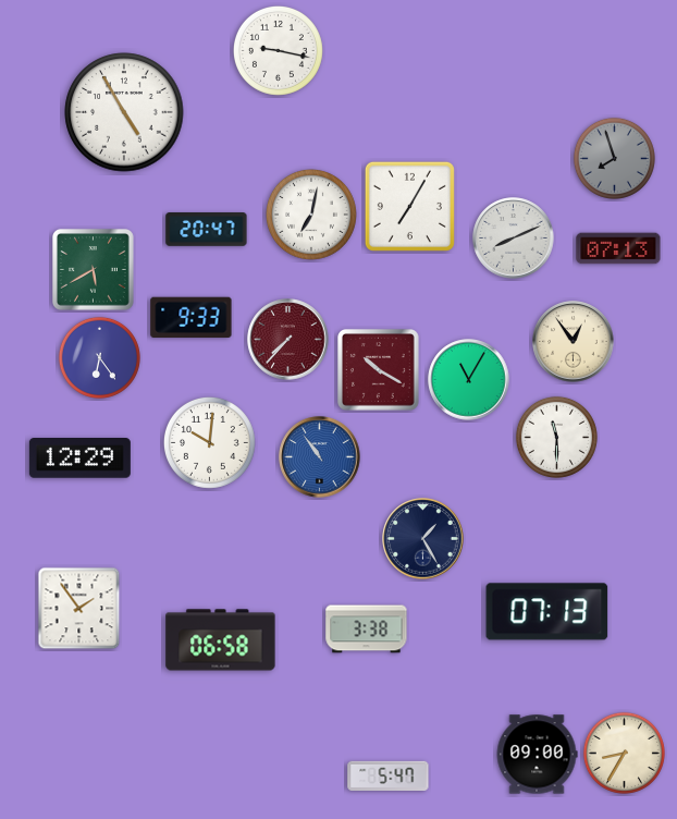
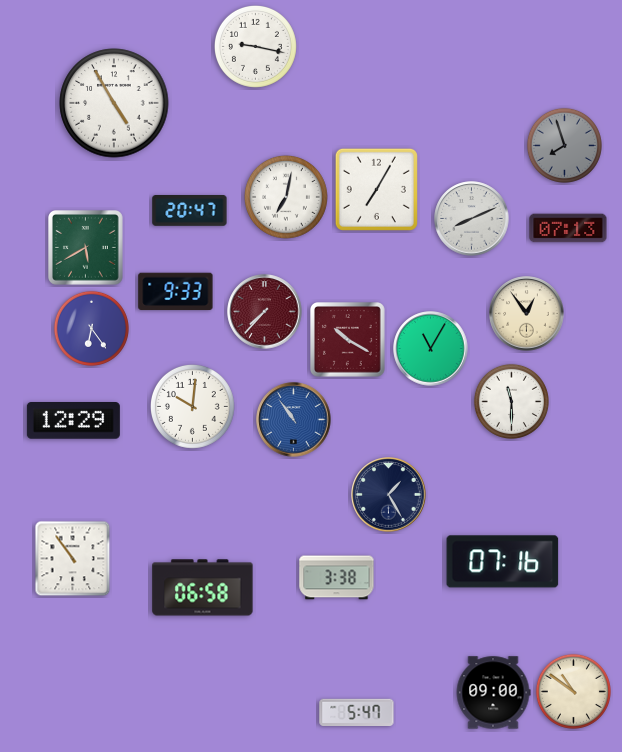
clock at (79, 609): 1:54 -> 10:54
clock at (547, 612): 07:13 -> 07:16
clock at (624, 753): 8:35 -> 10:51
